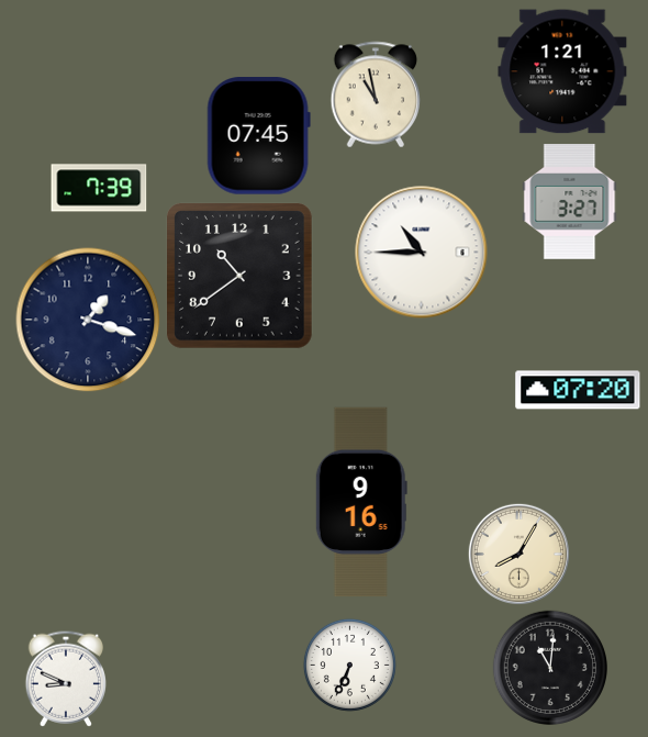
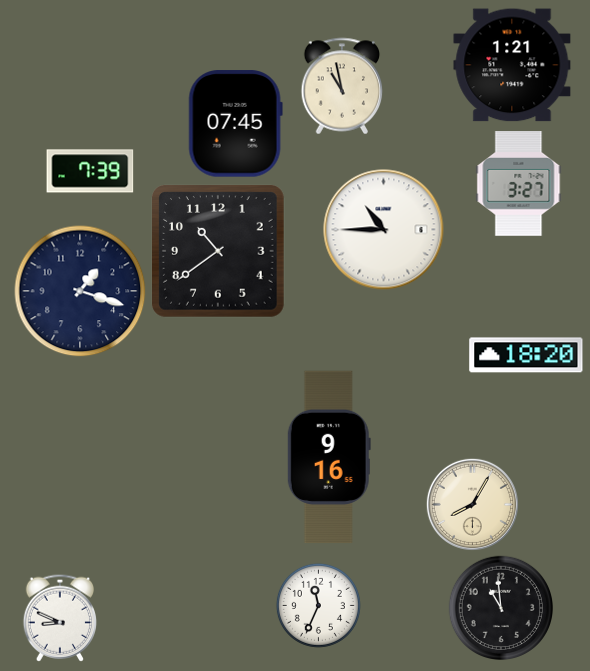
clock at (578, 390): 07:20 -> 18:20
clock at (349, 665): 6:34 -> 11:34
clock at (549, 667): 11:01 -> 10:59
